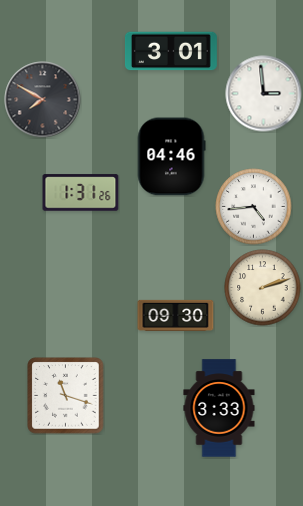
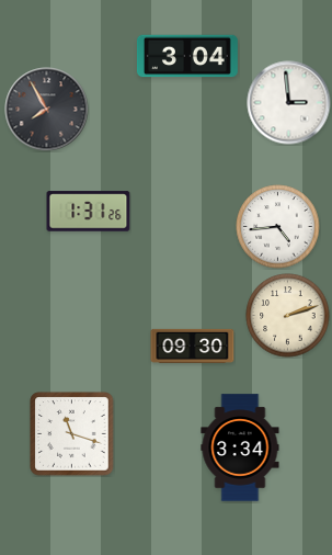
clock at (171, 51): 3:01 -> 3:04
clock at (43, 100): 7:50 -> 7:55
clock at (171, 157): 04:46 -> none
clock at (219, 408): 3:33 -> 3:34
